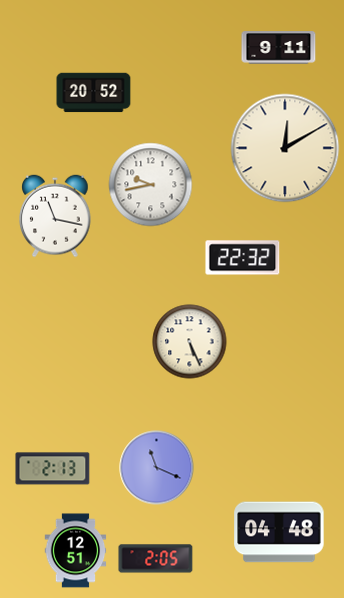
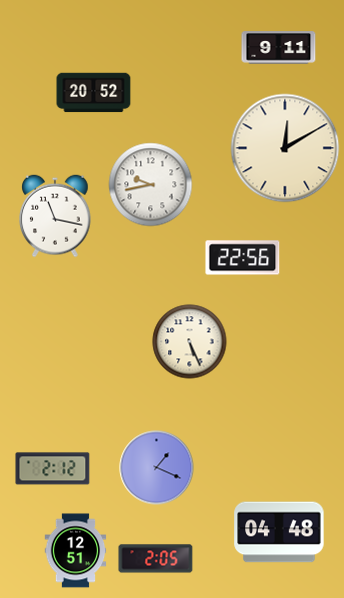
clock at (243, 258): 22:32 -> 22:56
clock at (157, 468): 11:19 -> 1:19
clock at (53, 469): 2:13 -> 2:12
